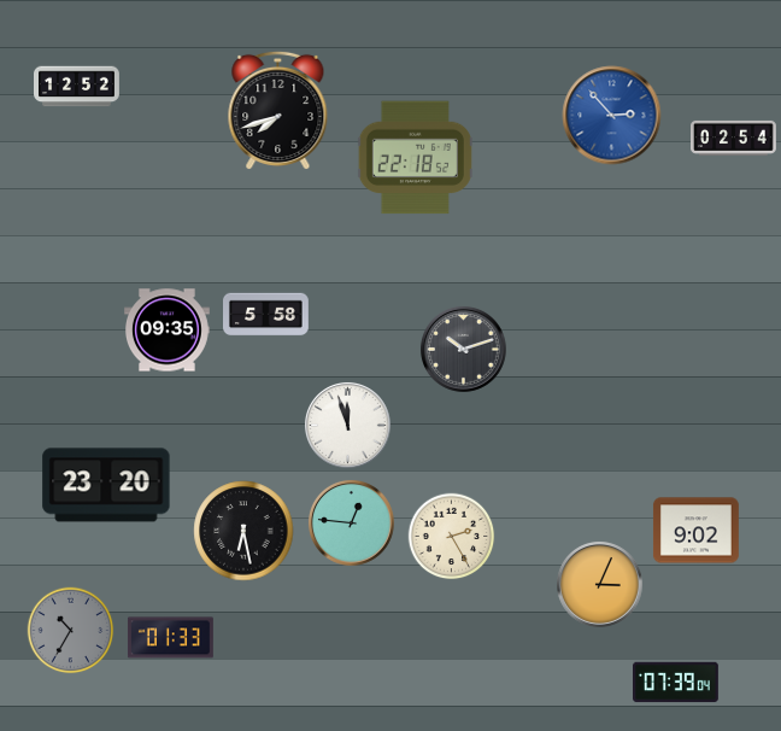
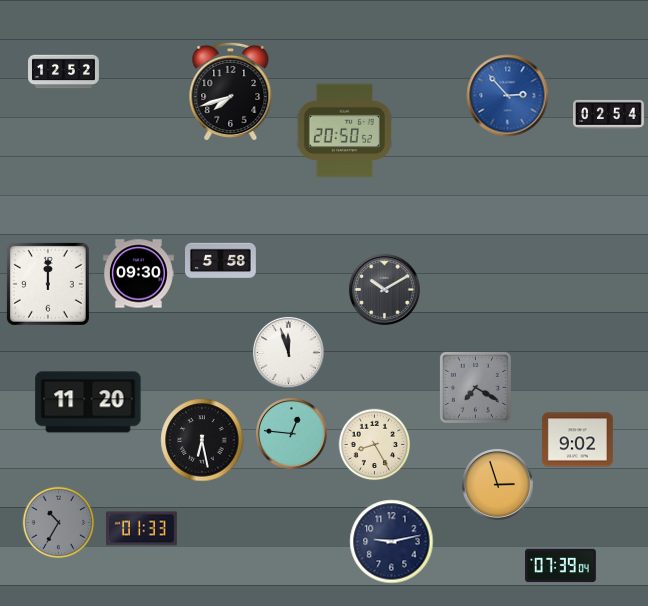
clock at (415, 158): 22:18 -> 20:50
clock at (168, 331): 09:35 -> 09:30
clock at (48, 284): none -> 12:00
clock at (464, 350): 10:12 -> 10:10
clock at (475, 387): none -> 7:20
clock at (106, 485): 23:20 -> 11:20
clock at (452, 537): 2:25 -> 8:25
clock at (600, 585): 3:04 -> 2:57
clock at (392, 542): none -> 9:13
